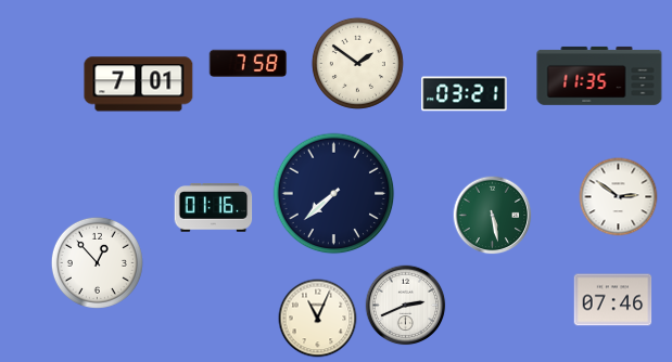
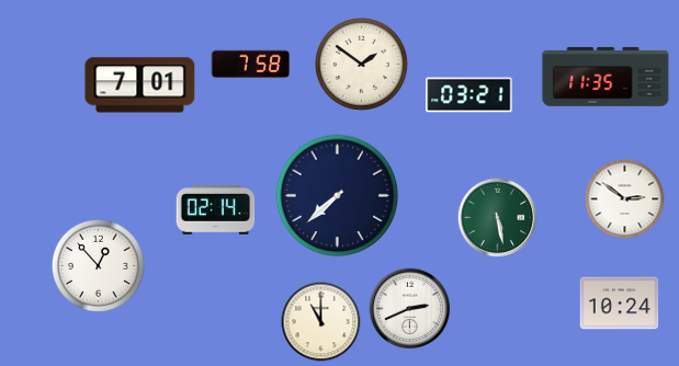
clock at (214, 208): 01:16 -> 02:14
clock at (613, 300): 07:46 -> 10:24
clock at (318, 319): 11:04 -> 11:00
